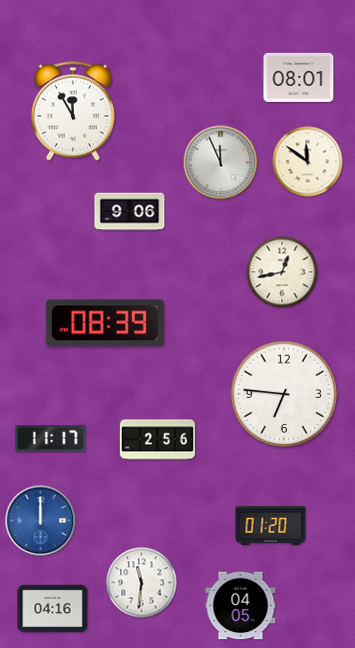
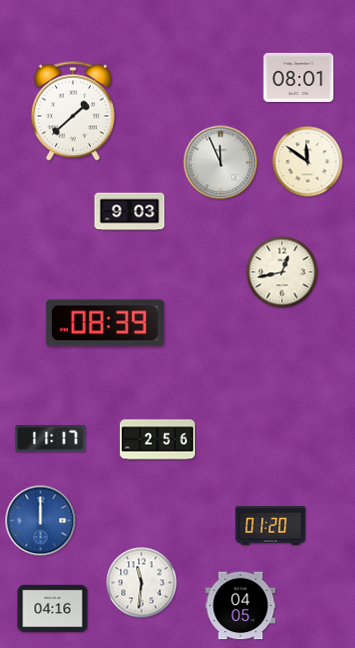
clock at (73, 111): 11:55 -> 1:38
clock at (130, 212): 9:06 -> 9:03
clock at (284, 394): 6:46 -> none
